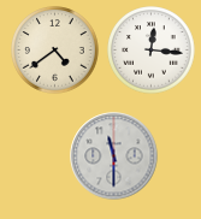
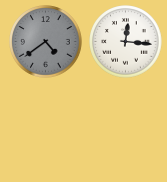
clock at (55, 51) dial: cream -> grey
clock at (114, 156): 11:30 -> none
